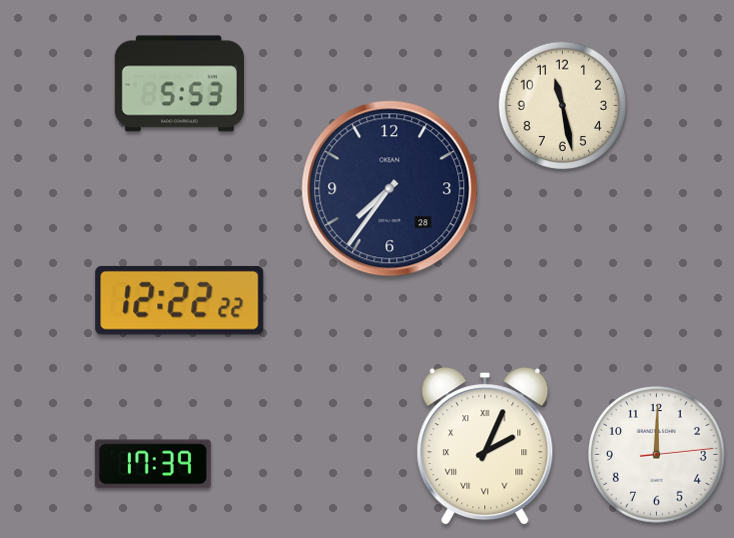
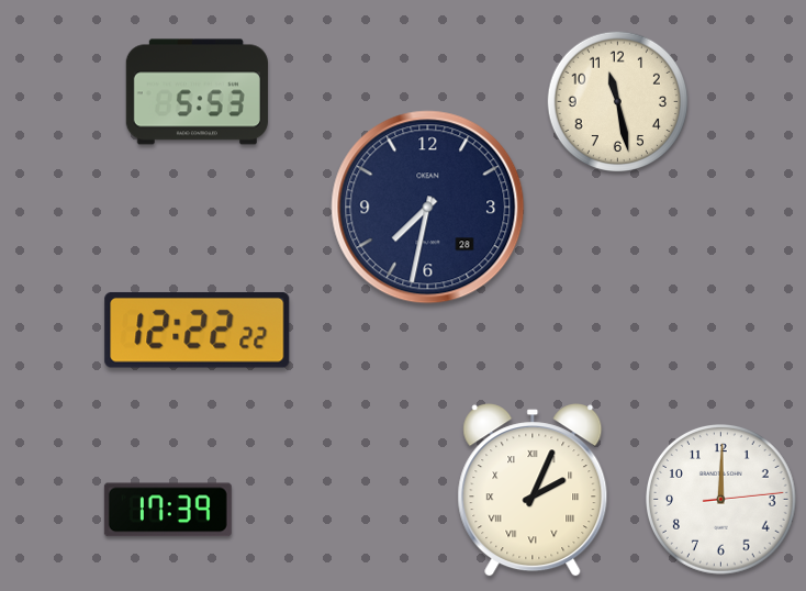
clock at (563, 106) position: (563, 106) -> (618, 102)
clock at (390, 189): 7:36 -> 7:32
